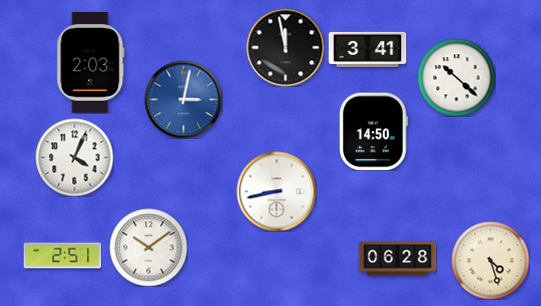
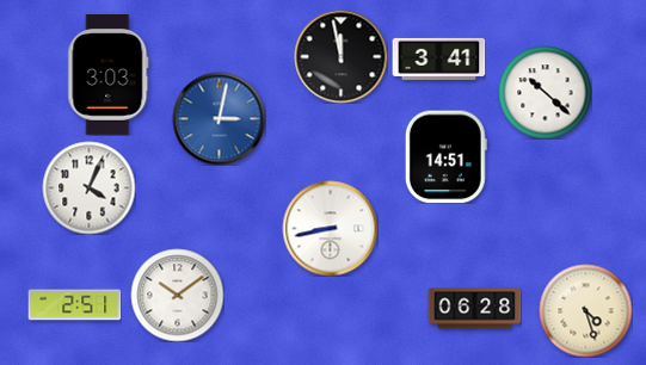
clock at (91, 63): 2:03 -> 3:03
clock at (373, 131): 14:50 -> 14:51
